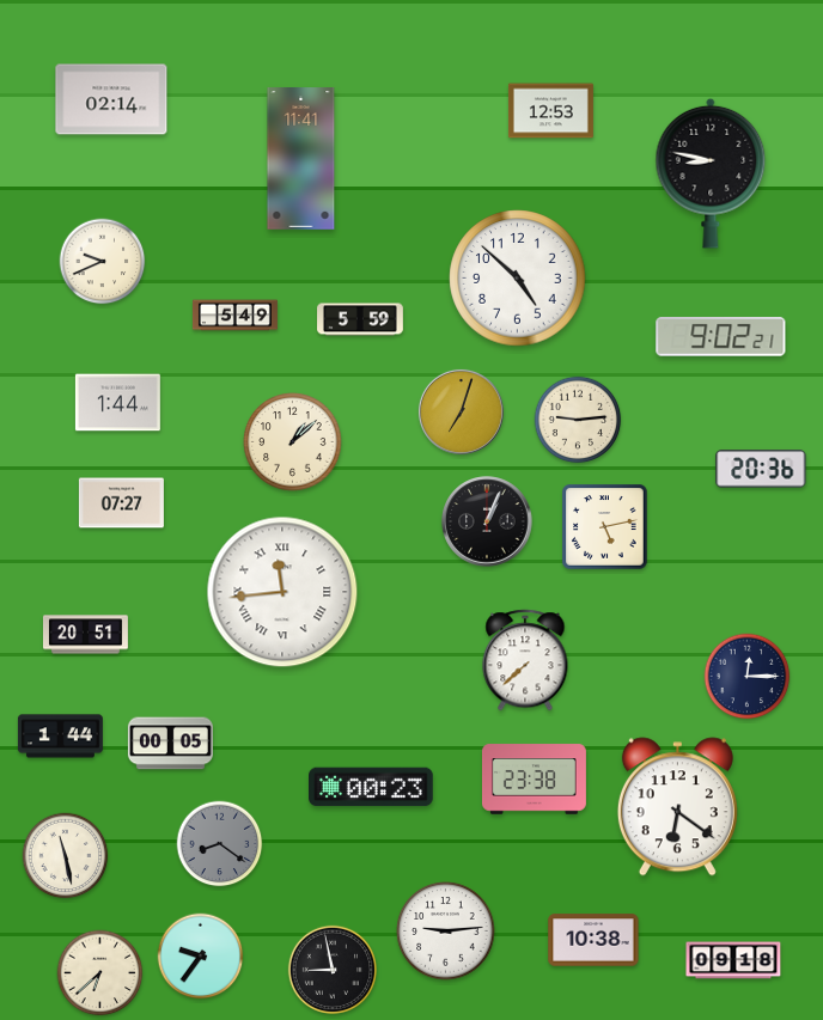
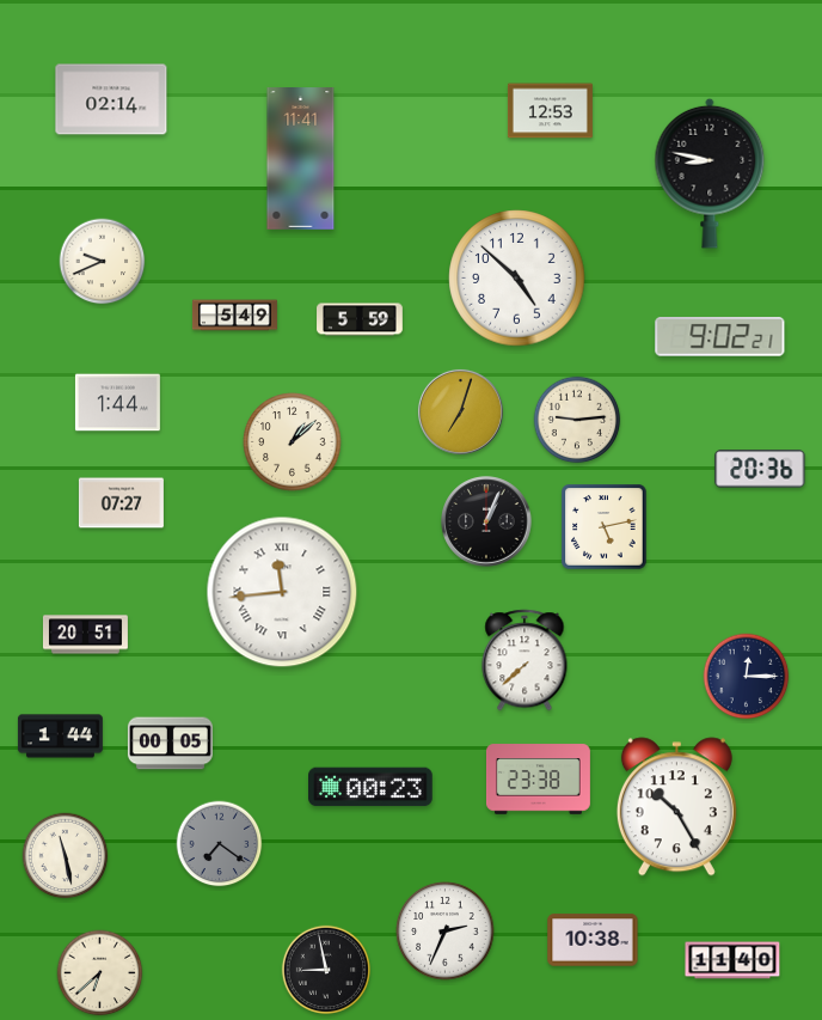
clock at (534, 780) position: (534, 780) -> (538, 780)
clock at (677, 807): 6:21 -> 10:25
clock at (220, 844): 8:21 -> 7:21
clock at (446, 932): 9:14 -> 2:34
clock at (201, 957): 9:36 -> none
clock at (733, 960): 09:18 -> 11:40
clock at (333, 970) position: (333, 970) -> (326, 970)
